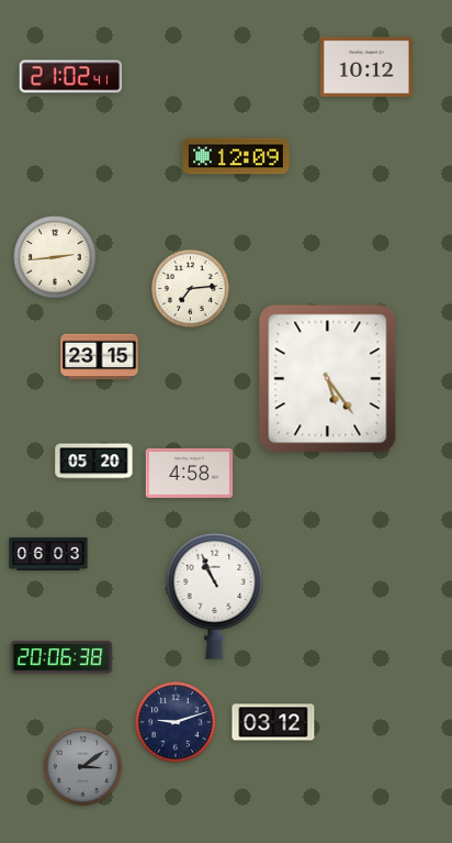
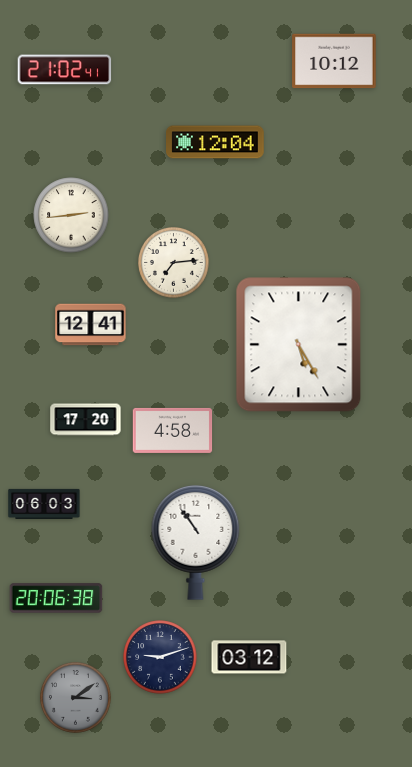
clock at (236, 156): 12:09 -> 12:04
clock at (55, 257) position: (55, 257) -> (71, 215)
clock at (100, 357): 23:15 -> 12:41
clock at (328, 379): 5:24 -> 5:25
clock at (94, 462): 05:20 -> 17:20
clock at (215, 597): 10:56 -> 10:54
